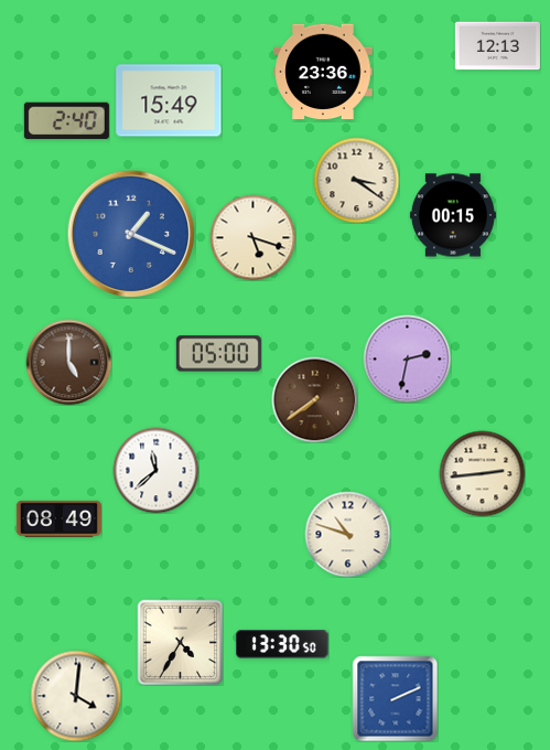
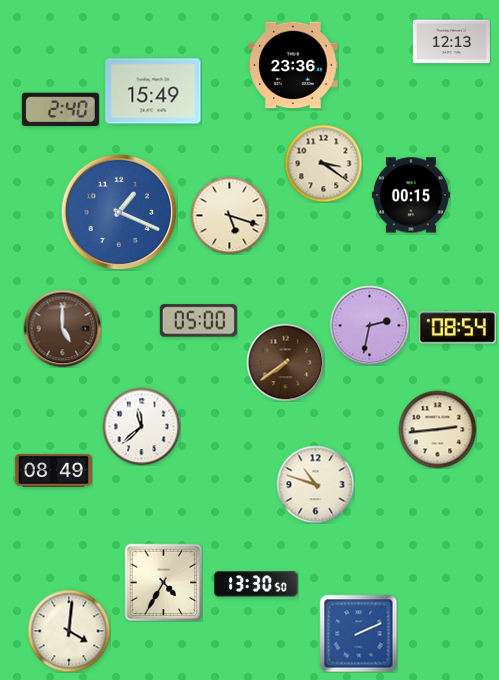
clock at (457, 328): none -> 08:54
